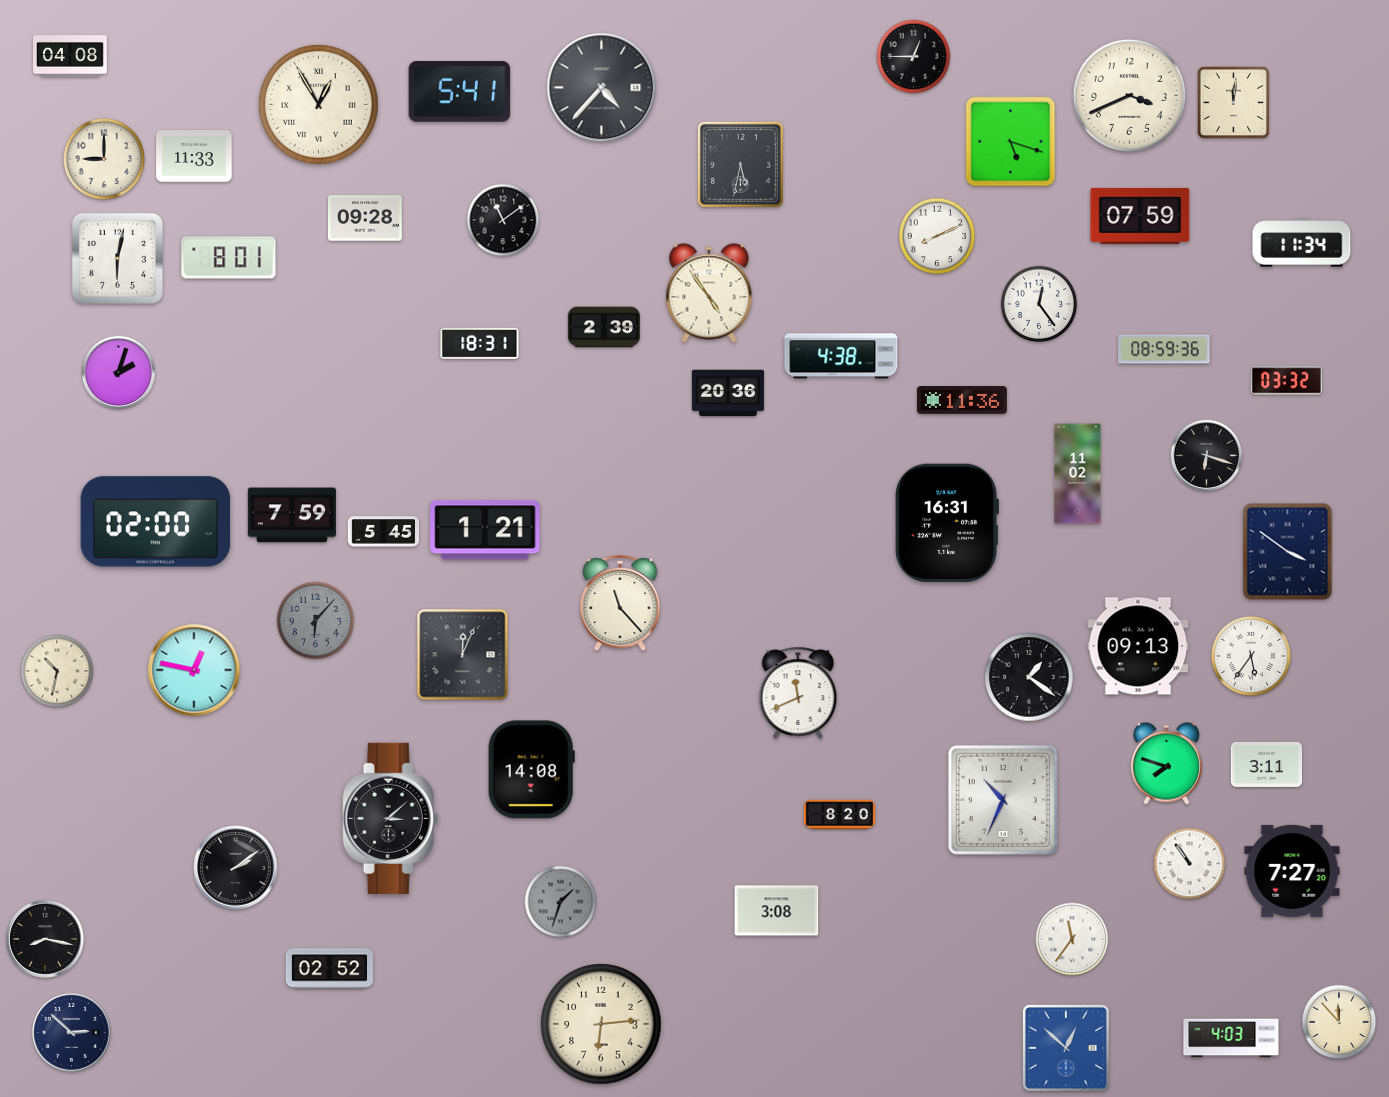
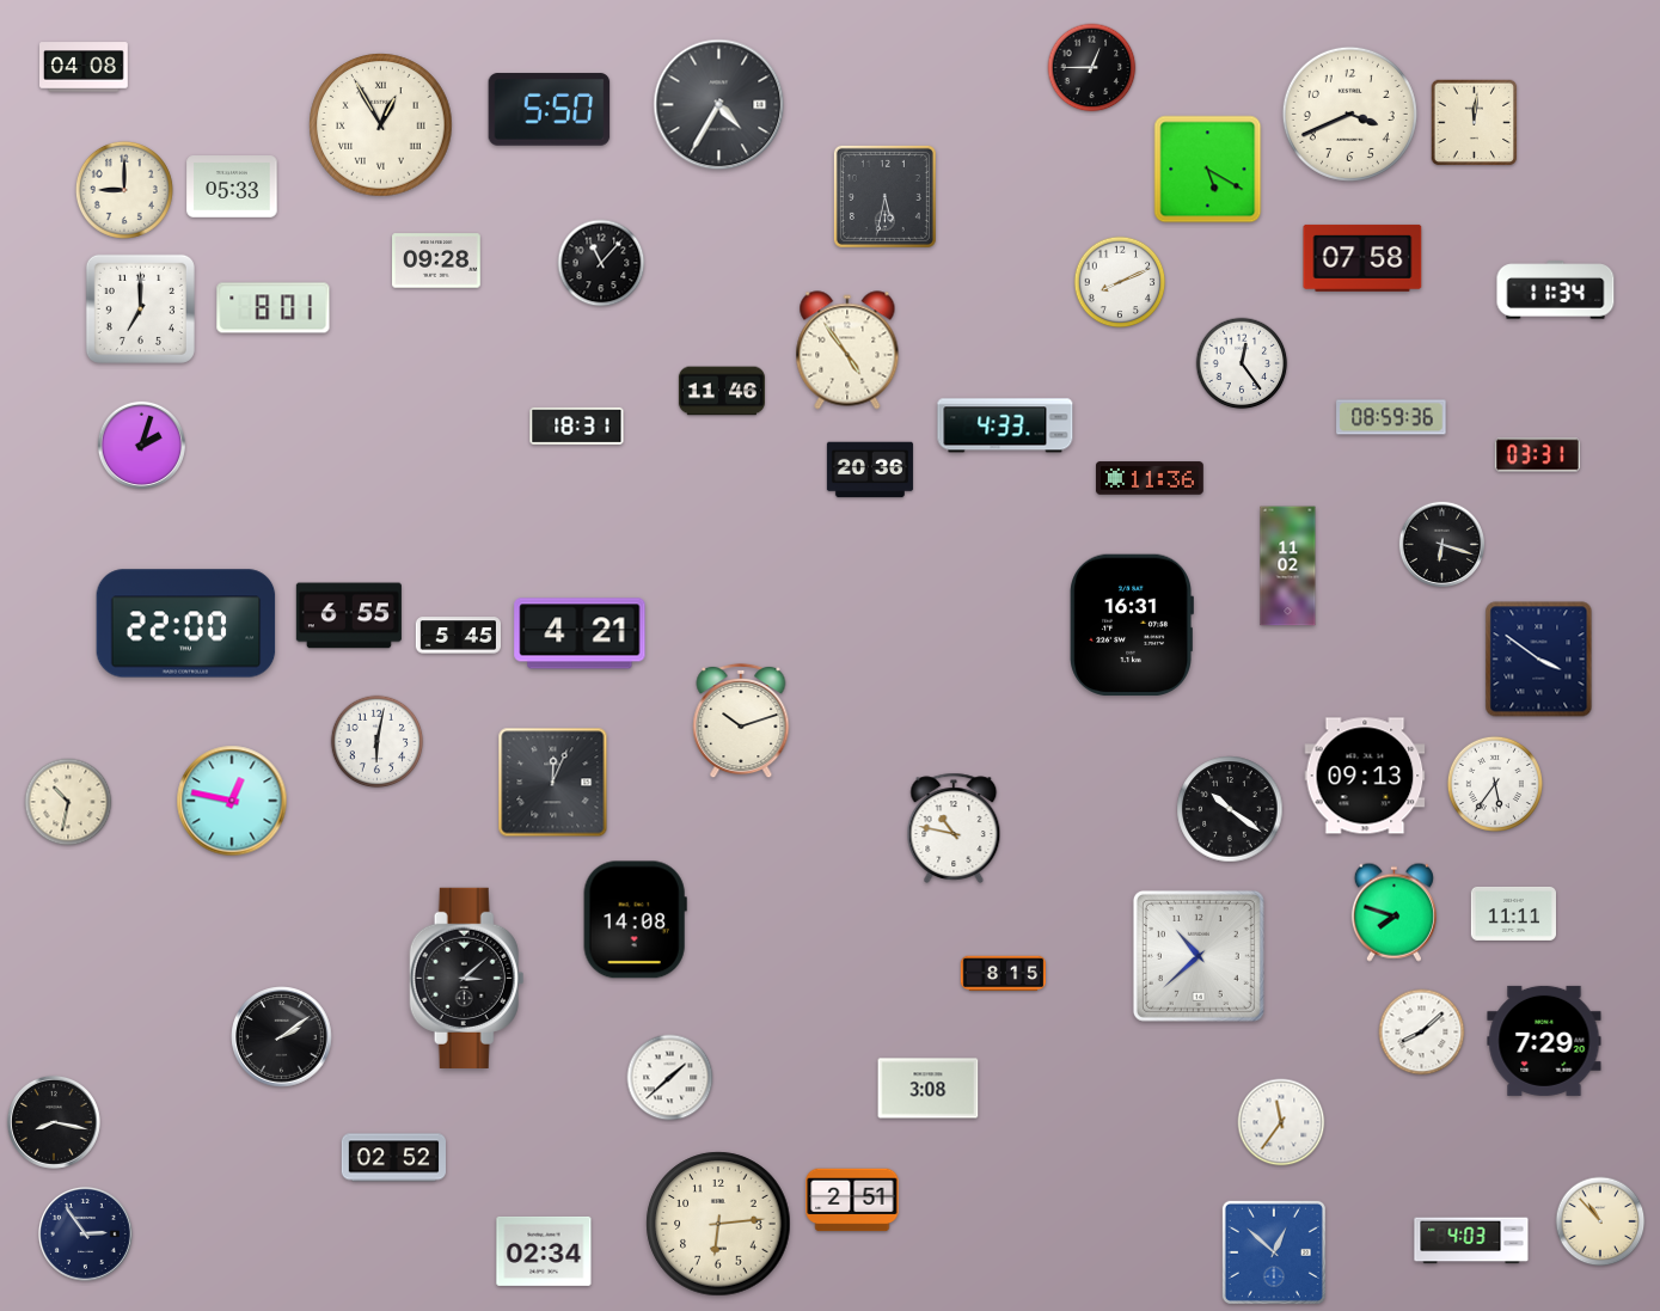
clock at (602, 88): 4:37 -> 4:35
clock at (460, 92): 5:41 -> 5:50
clock at (1011, 142): 5:18 -> 5:20
clock at (194, 156): 11:33 -> 05:33
clock at (1140, 216): 07:59 -> 07:58
clock at (503, 220): 11:09 -> 11:07
clock at (117, 258): 6:02 -> 7:00
clock at (604, 327): 2:39 -> 11:46
clock at (480, 343) position: (480, 343) -> (577, 425)
clock at (841, 356): 4:38 -> 4:33
clock at (1286, 381): 03:32 -> 03:31
clock at (292, 515): 7:59 -> 6:55
clock at (156, 522): 02:00 -> 22:00
clock at (485, 530): 1:21 -> 4:21
clock at (620, 603): 11:23 -> 10:12
clock at (316, 621): 6:07 -> 6:02
clock at (316, 621) dial: grey -> white
clock at (1138, 646) position: (1138, 646) -> (1365, 776)
clock at (1029, 677): 1:21 -> 10:21
clock at (798, 693): 11:41 -> 10:47
clock at (1266, 764): 3:11 -> 11:11
clock at (1003, 800): 10:34 -> 10:38
clock at (839, 815): 8:20 -> 8:15
clock at (1190, 864): 10:54 -> 8:08
clock at (1292, 871): 7:27 -> 7:29
clock at (561, 902): 1:33 -> 1:38
clock at (561, 902) dial: grey -> white
clock at (852, 1200): none -> 2:51
clock at (1339, 1022): 11:53 -> 10:53
clock at (71, 1032): 2:52 -> 2:54
clock at (544, 1251): none -> 02:34
